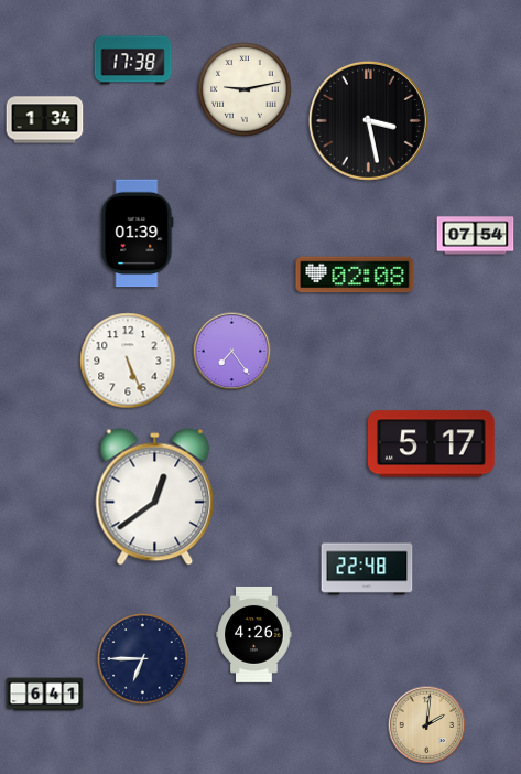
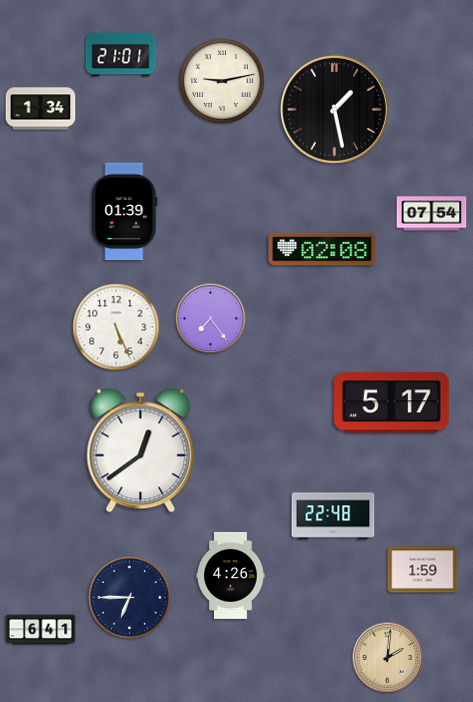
clock at (133, 61): 17:38 -> 21:01
clock at (368, 120): 3:28 -> 1:28
clock at (423, 570): none -> 1:59
